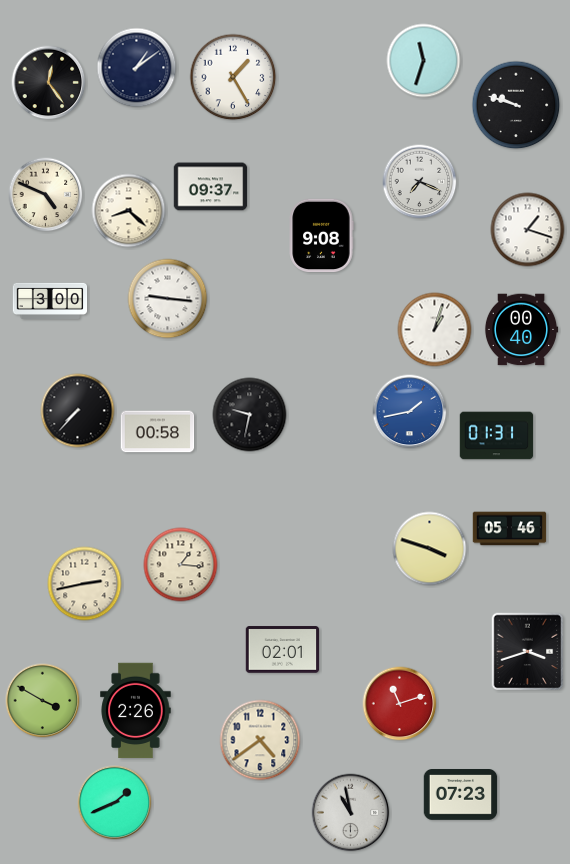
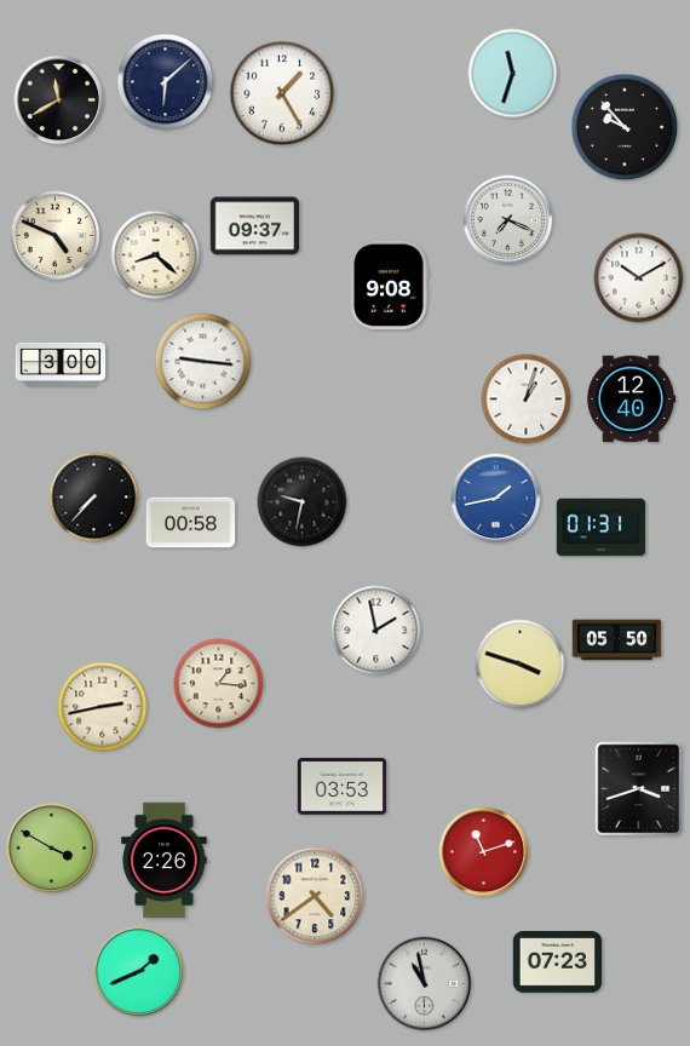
clock at (137, 68): 1:09 -> 6:08
clock at (49, 83): 12:24 -> 11:40
clock at (516, 105): 9:48 -> 9:53
clock at (528, 230): 1:18 -> 10:10
clock at (521, 330): 00:40 -> 12:40
clock at (376, 631): none -> 1:58
clock at (510, 529): 05:46 -> 05:50
clock at (283, 650): 02:01 -> 03:53
